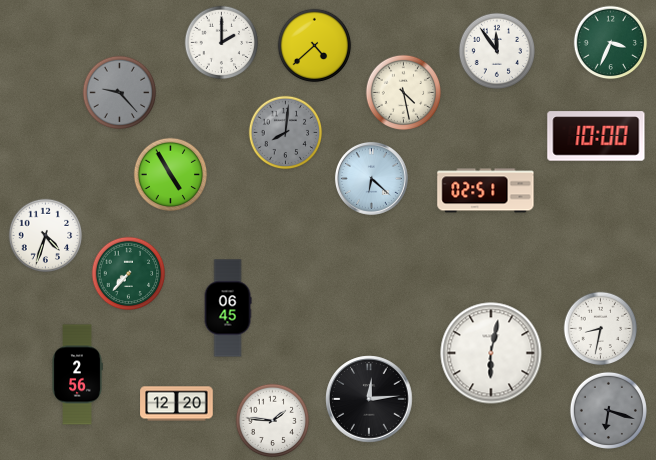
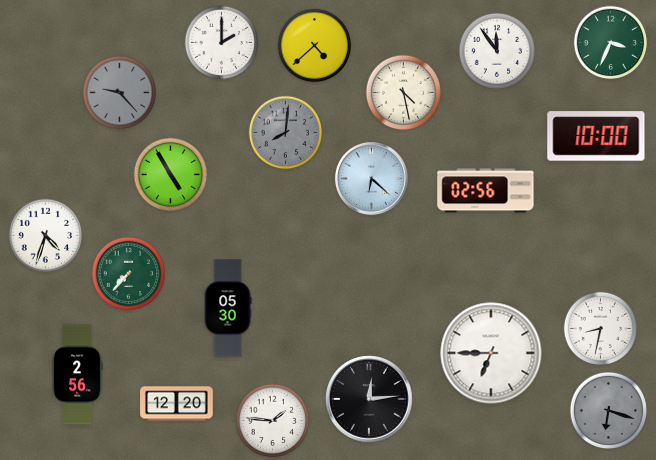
clock at (486, 191): 02:51 -> 02:56
clock at (228, 308): 06:45 -> 05:30
clock at (491, 353): 6:02 -> 6:45
